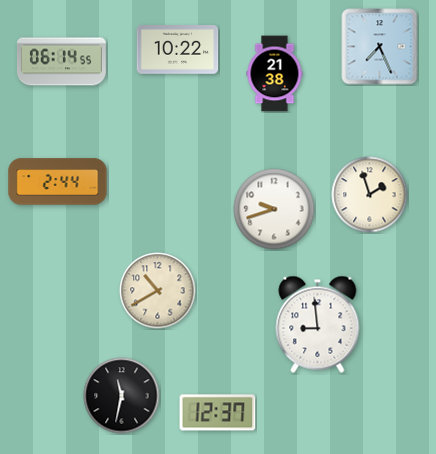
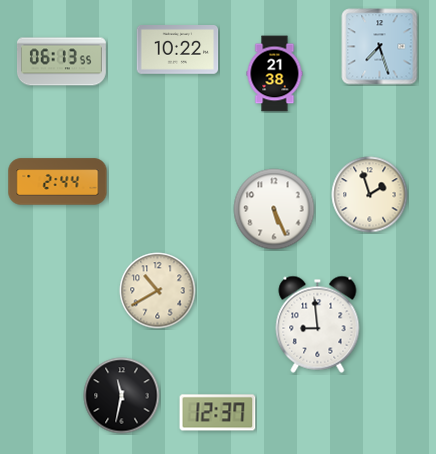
clock at (380, 47): 7:26 -> 7:27
clock at (61, 62): 06:14 -> 06:13
clock at (274, 209): 9:42 -> 5:26
